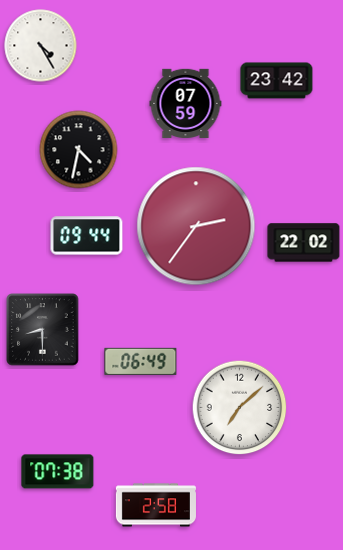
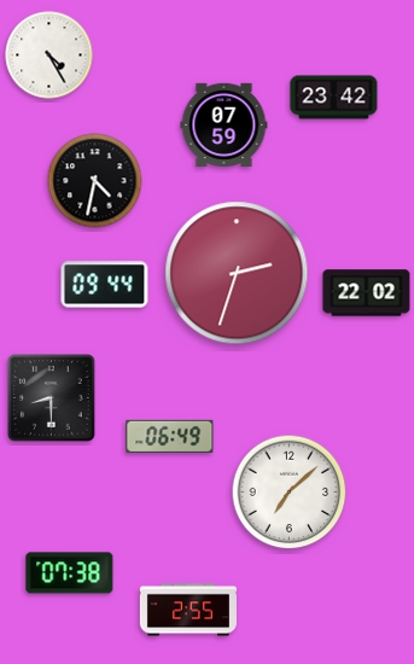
clock at (196, 226): 2:36 -> 2:33
clock at (58, 472) position: (58, 472) -> (70, 573)
clock at (156, 505): 2:58 -> 2:55
